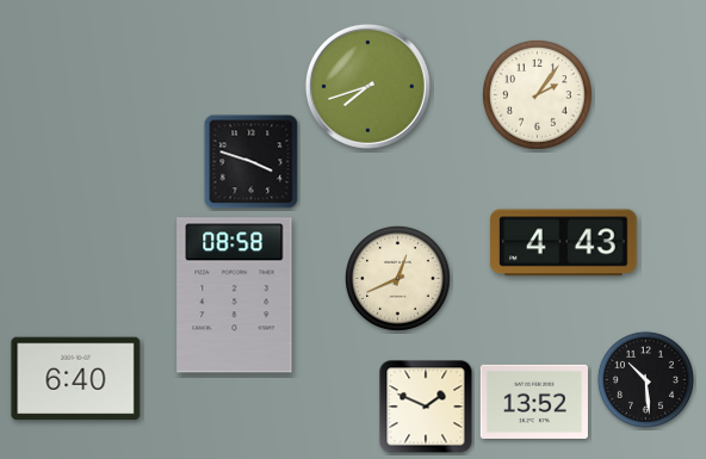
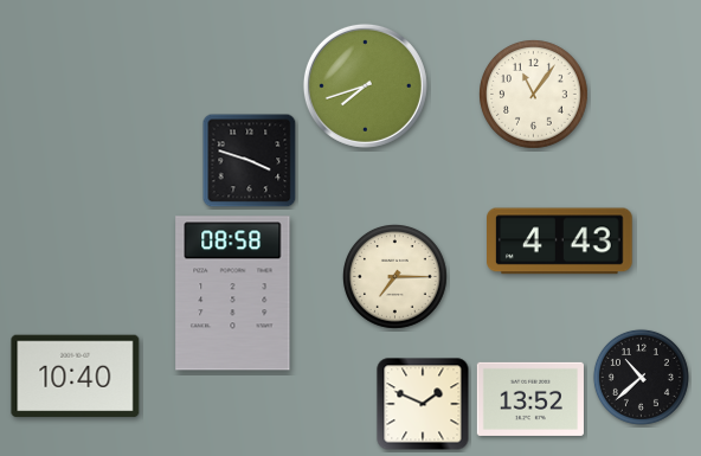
clock at (538, 95): 2:06 -> 11:06
clock at (398, 279): 12:41 -> 7:15
clock at (76, 379): 6:40 -> 10:40
clock at (645, 379): 10:29 -> 10:38
